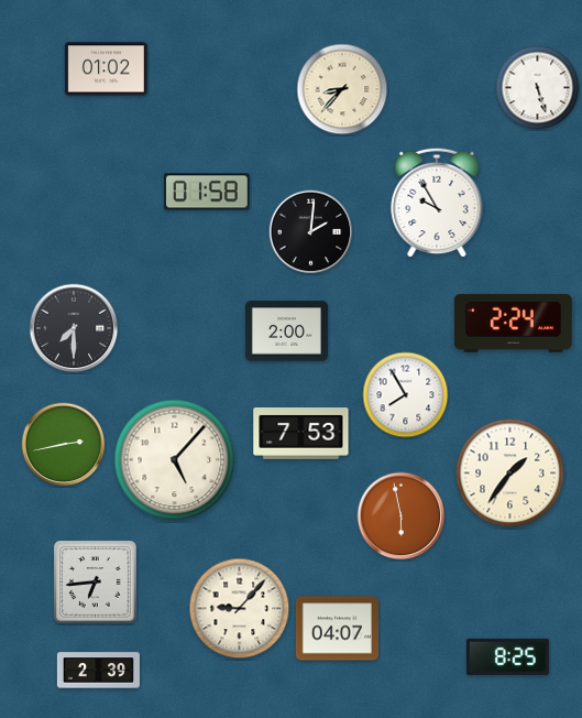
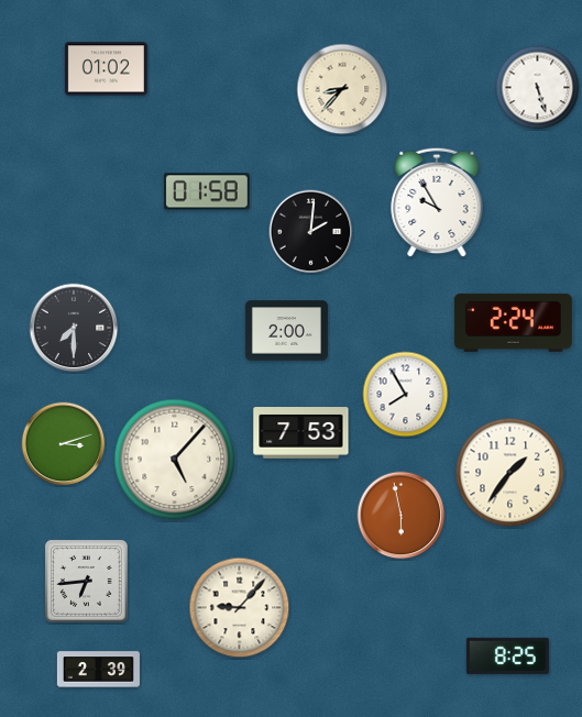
clock at (64, 445): 2:43 -> 3:12
clock at (96, 583) position: (96, 583) -> (87, 582)
clock at (337, 629): 04:07 -> none
